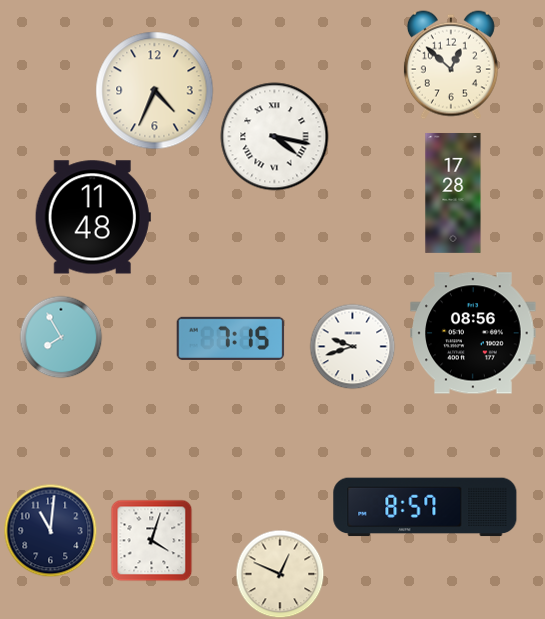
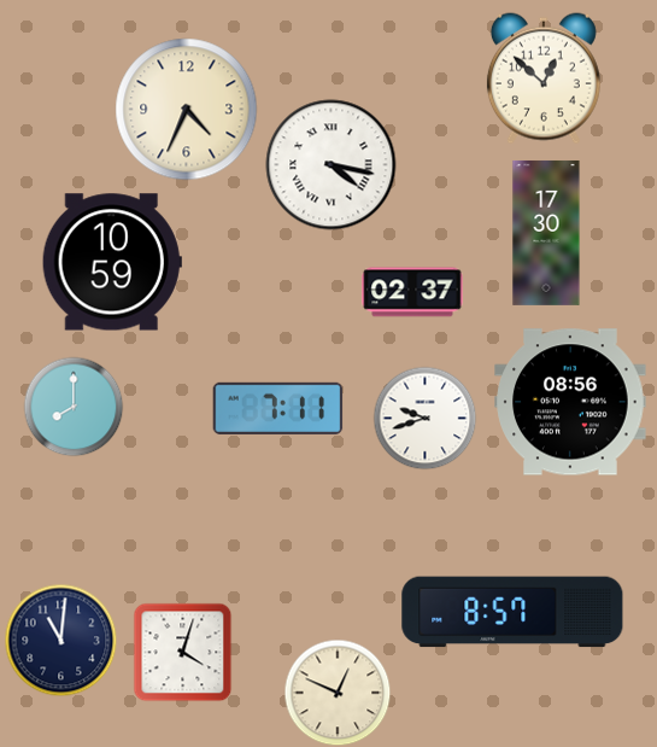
clock at (453, 193): 17:28 -> 17:30
clock at (93, 217): 11:48 -> 10:59
clock at (412, 292): none -> 02:37
clock at (61, 337): 7:55 -> 8:00
clock at (231, 338): 7:15 -> 7:11
